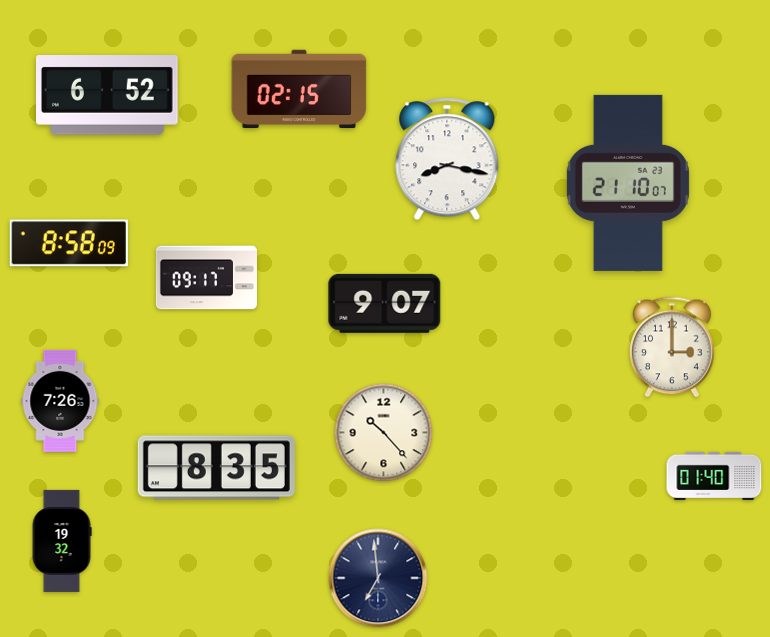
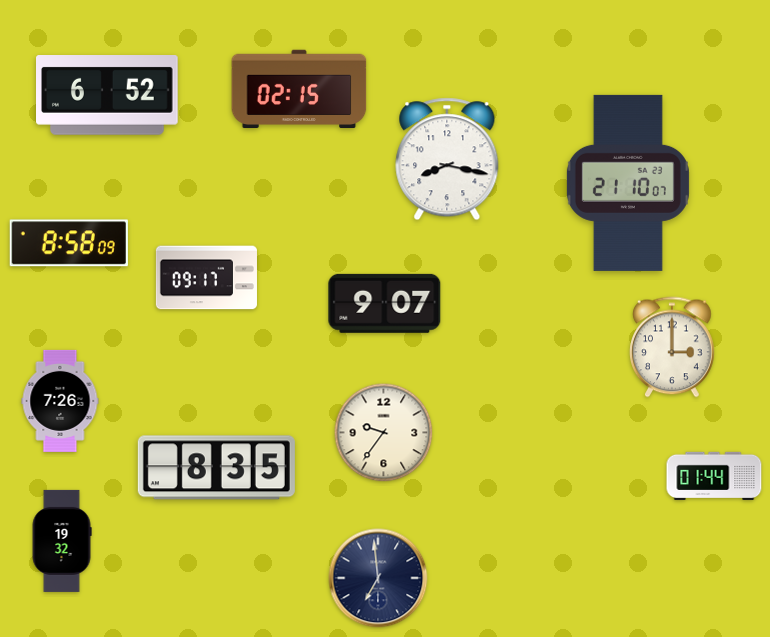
clock at (384, 433): 10:23 -> 9:36
clock at (714, 476): 01:40 -> 01:44
